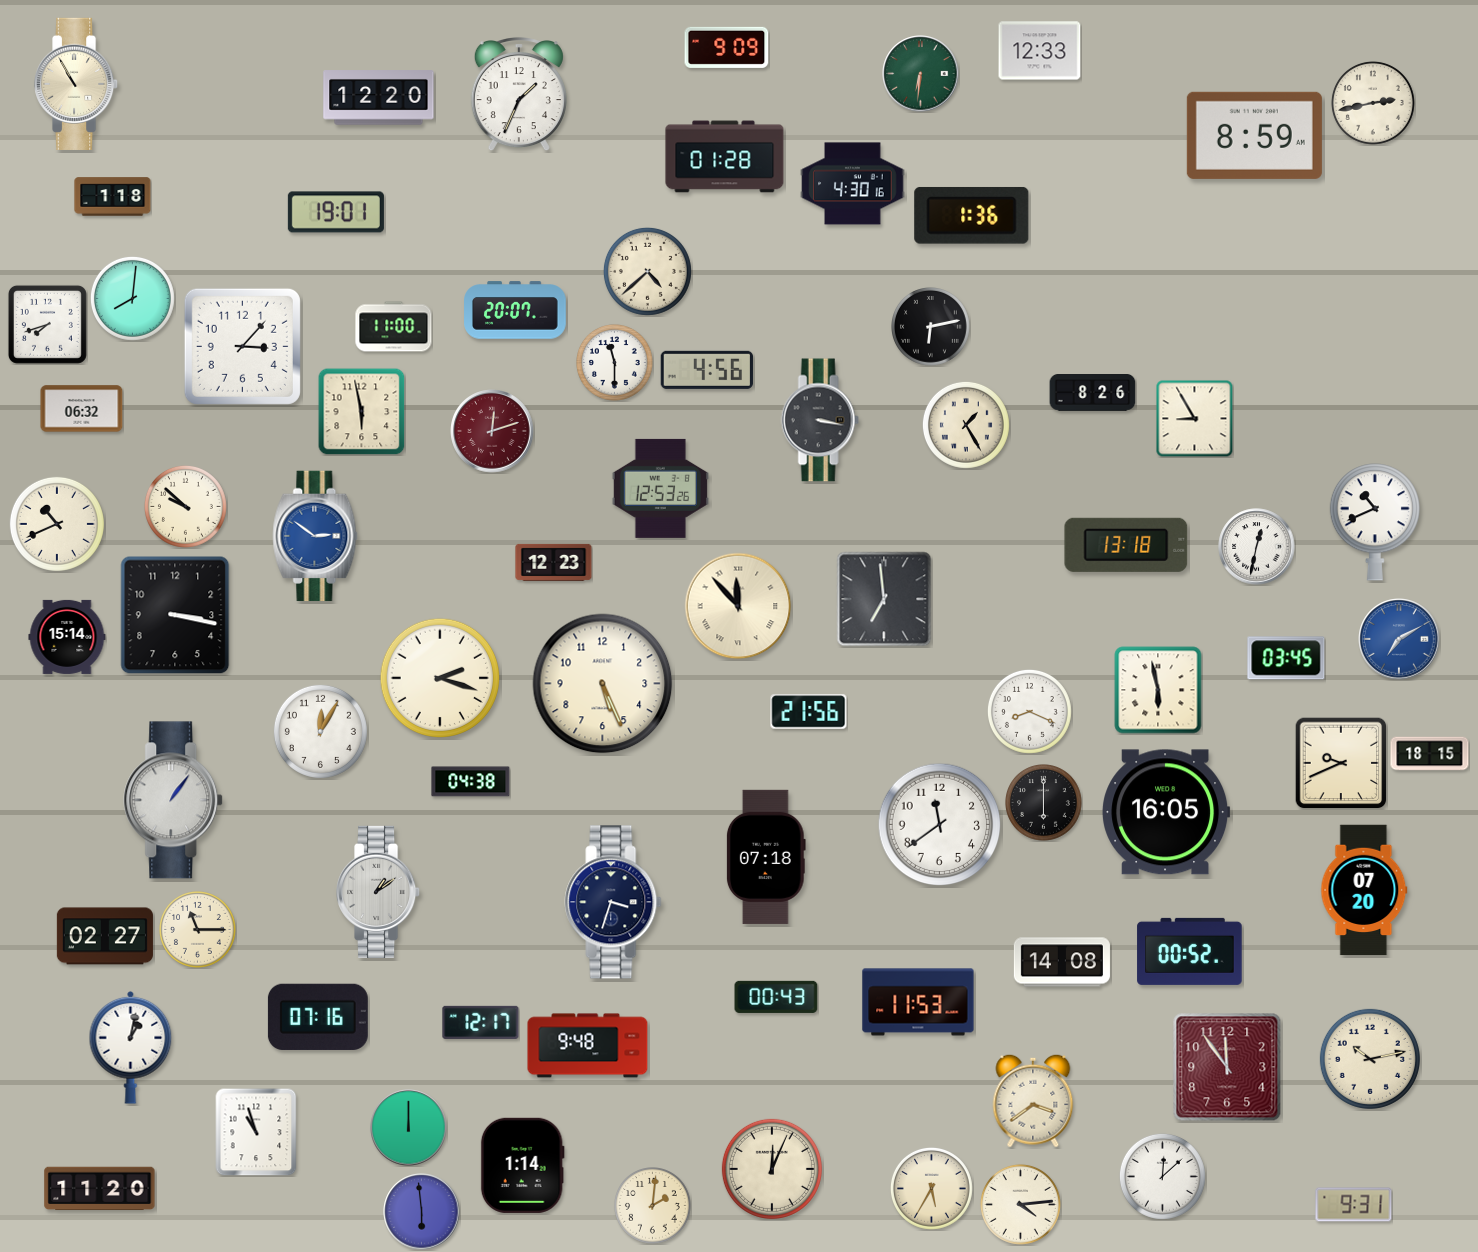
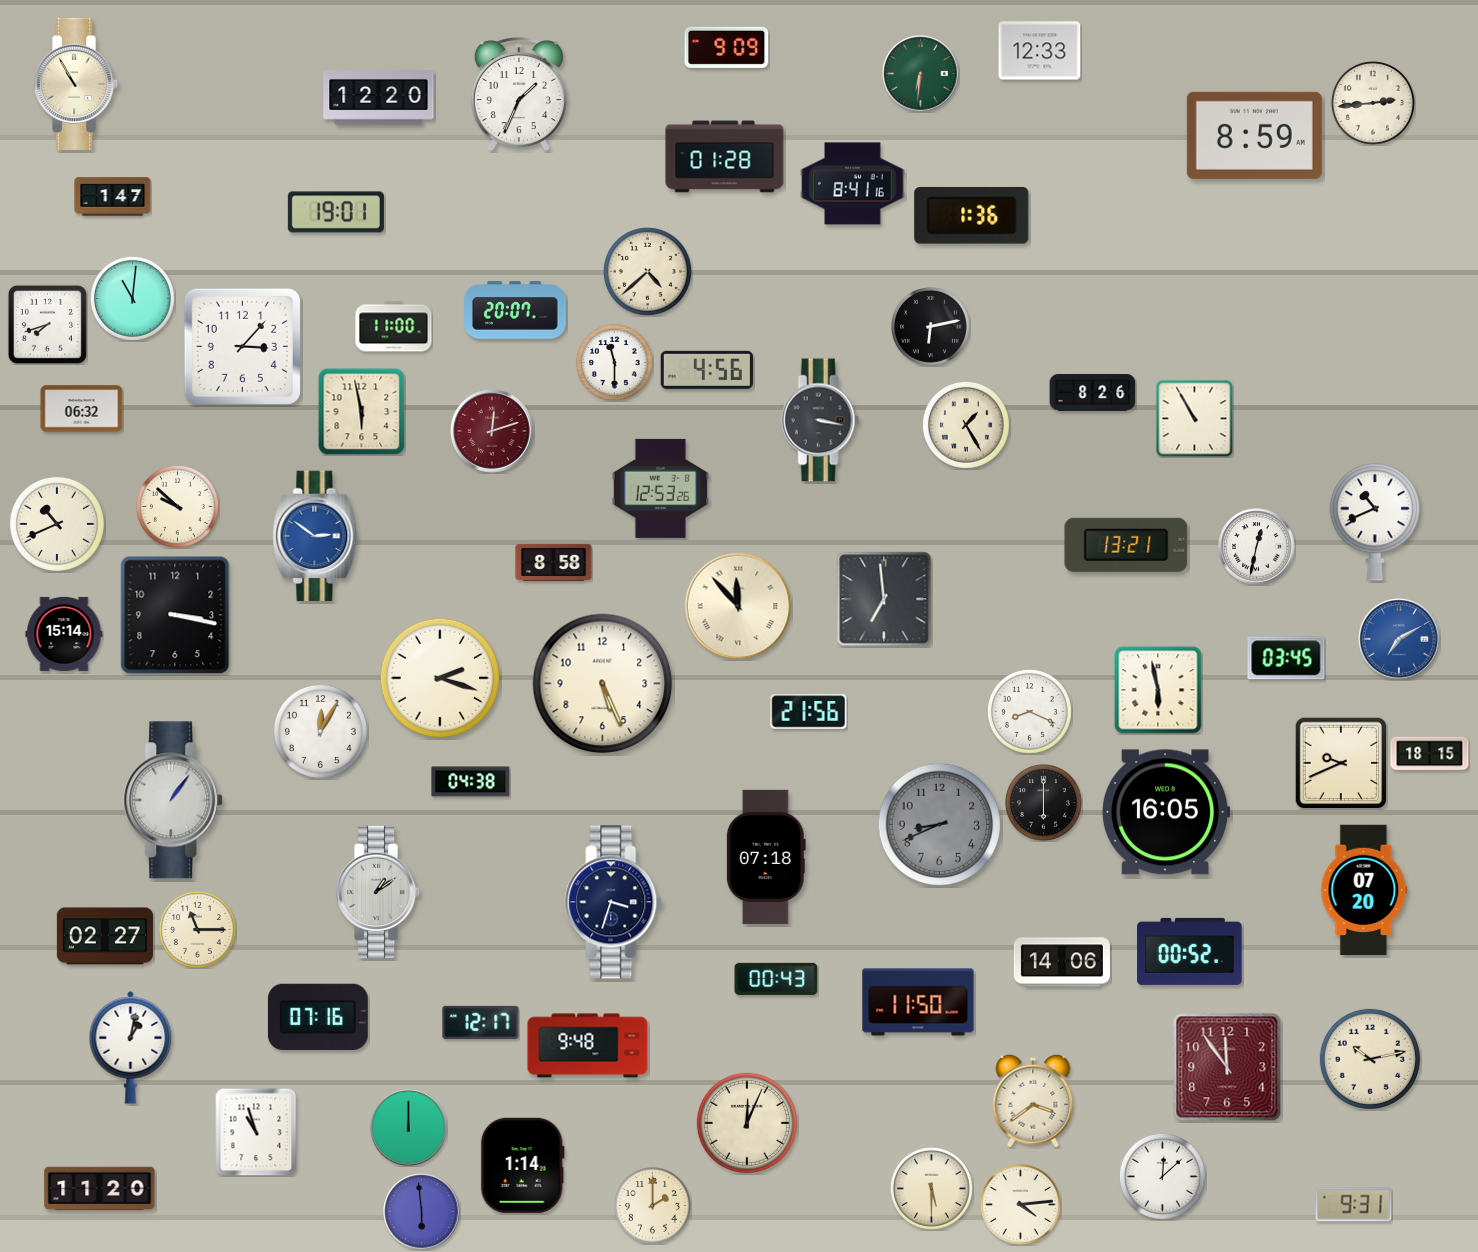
clock at (1373, 103): 2:43 -> 2:44
clock at (853, 184): 4:30 -> 8:41
clock at (113, 197): 1:18 -> 1:47
clock at (132, 298): 8:01 -> 11:01
clock at (1194, 418): 8:55 -> 10:55
clock at (185, 506) position: (185, 506) -> (177, 506)
clock at (1126, 545): 13:18 -> 13:21
clock at (554, 562): 12:23 -> 8:58
clock at (67, 637) position: (67, 637) -> (64, 634)
clock at (940, 825): 11:39 -> 8:41
clock at (940, 825) dial: white -> grey
clock at (1062, 962): 14:08 -> 14:06
clock at (776, 997) position: (776, 997) -> (776, 979)
clock at (918, 1002): 11:53 -> 11:50
clock at (772, 1169) position: (772, 1169) -> (747, 1123)
clock at (931, 1188): 5:35 -> 5:30
clock at (653, 1206): 2:01 -> 2:00
